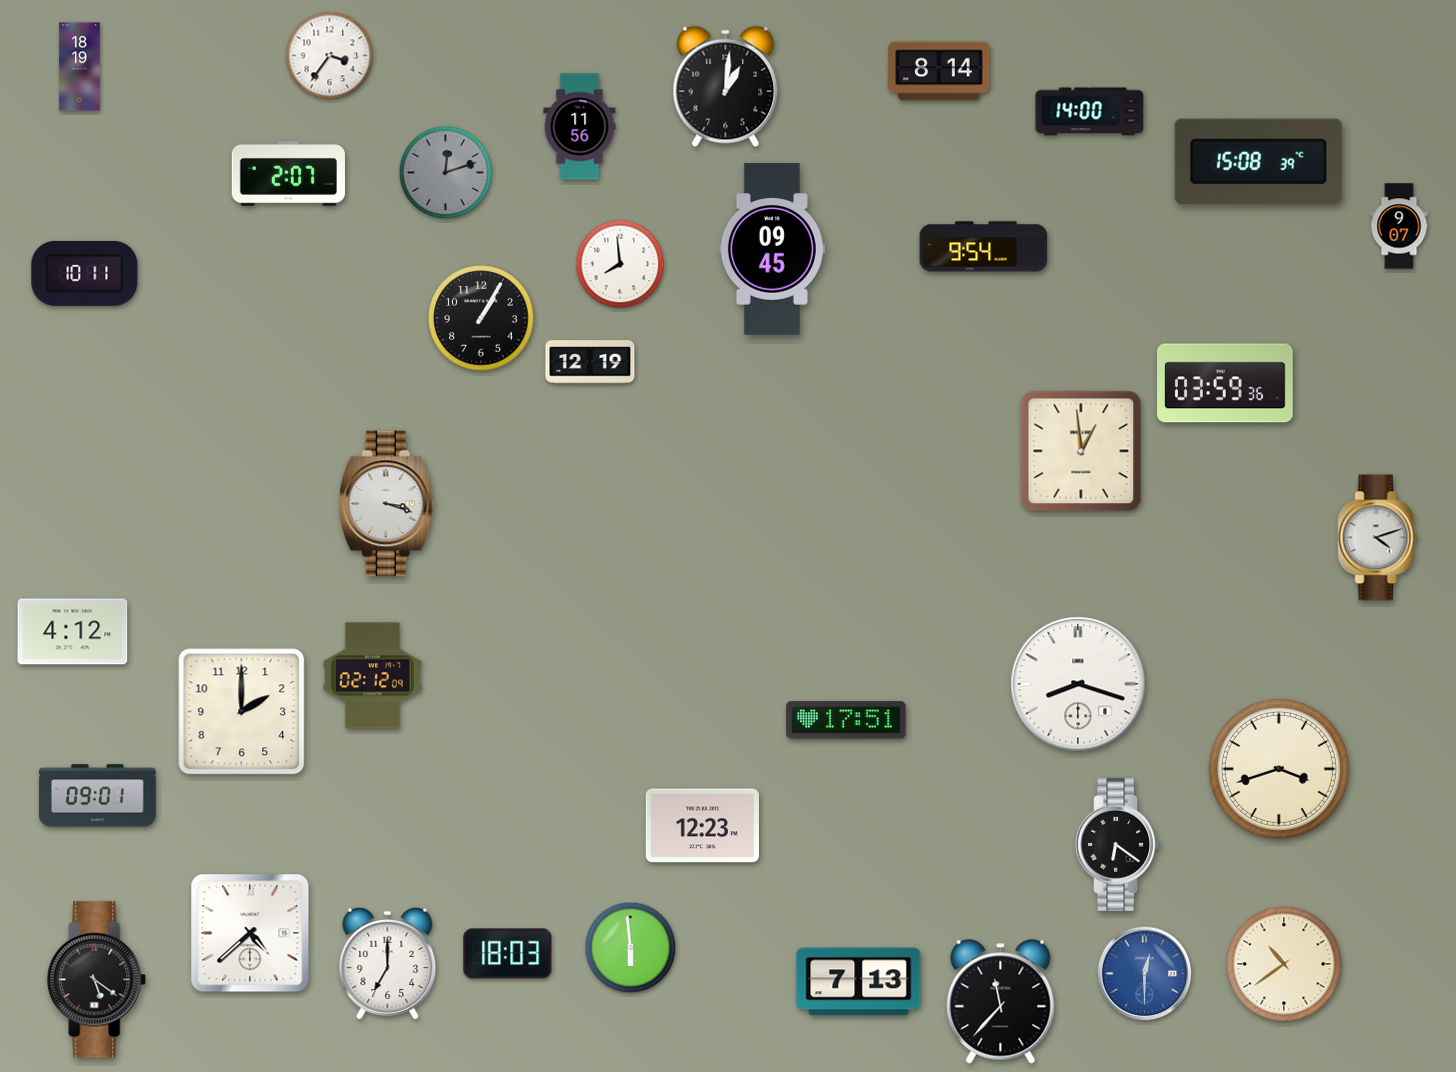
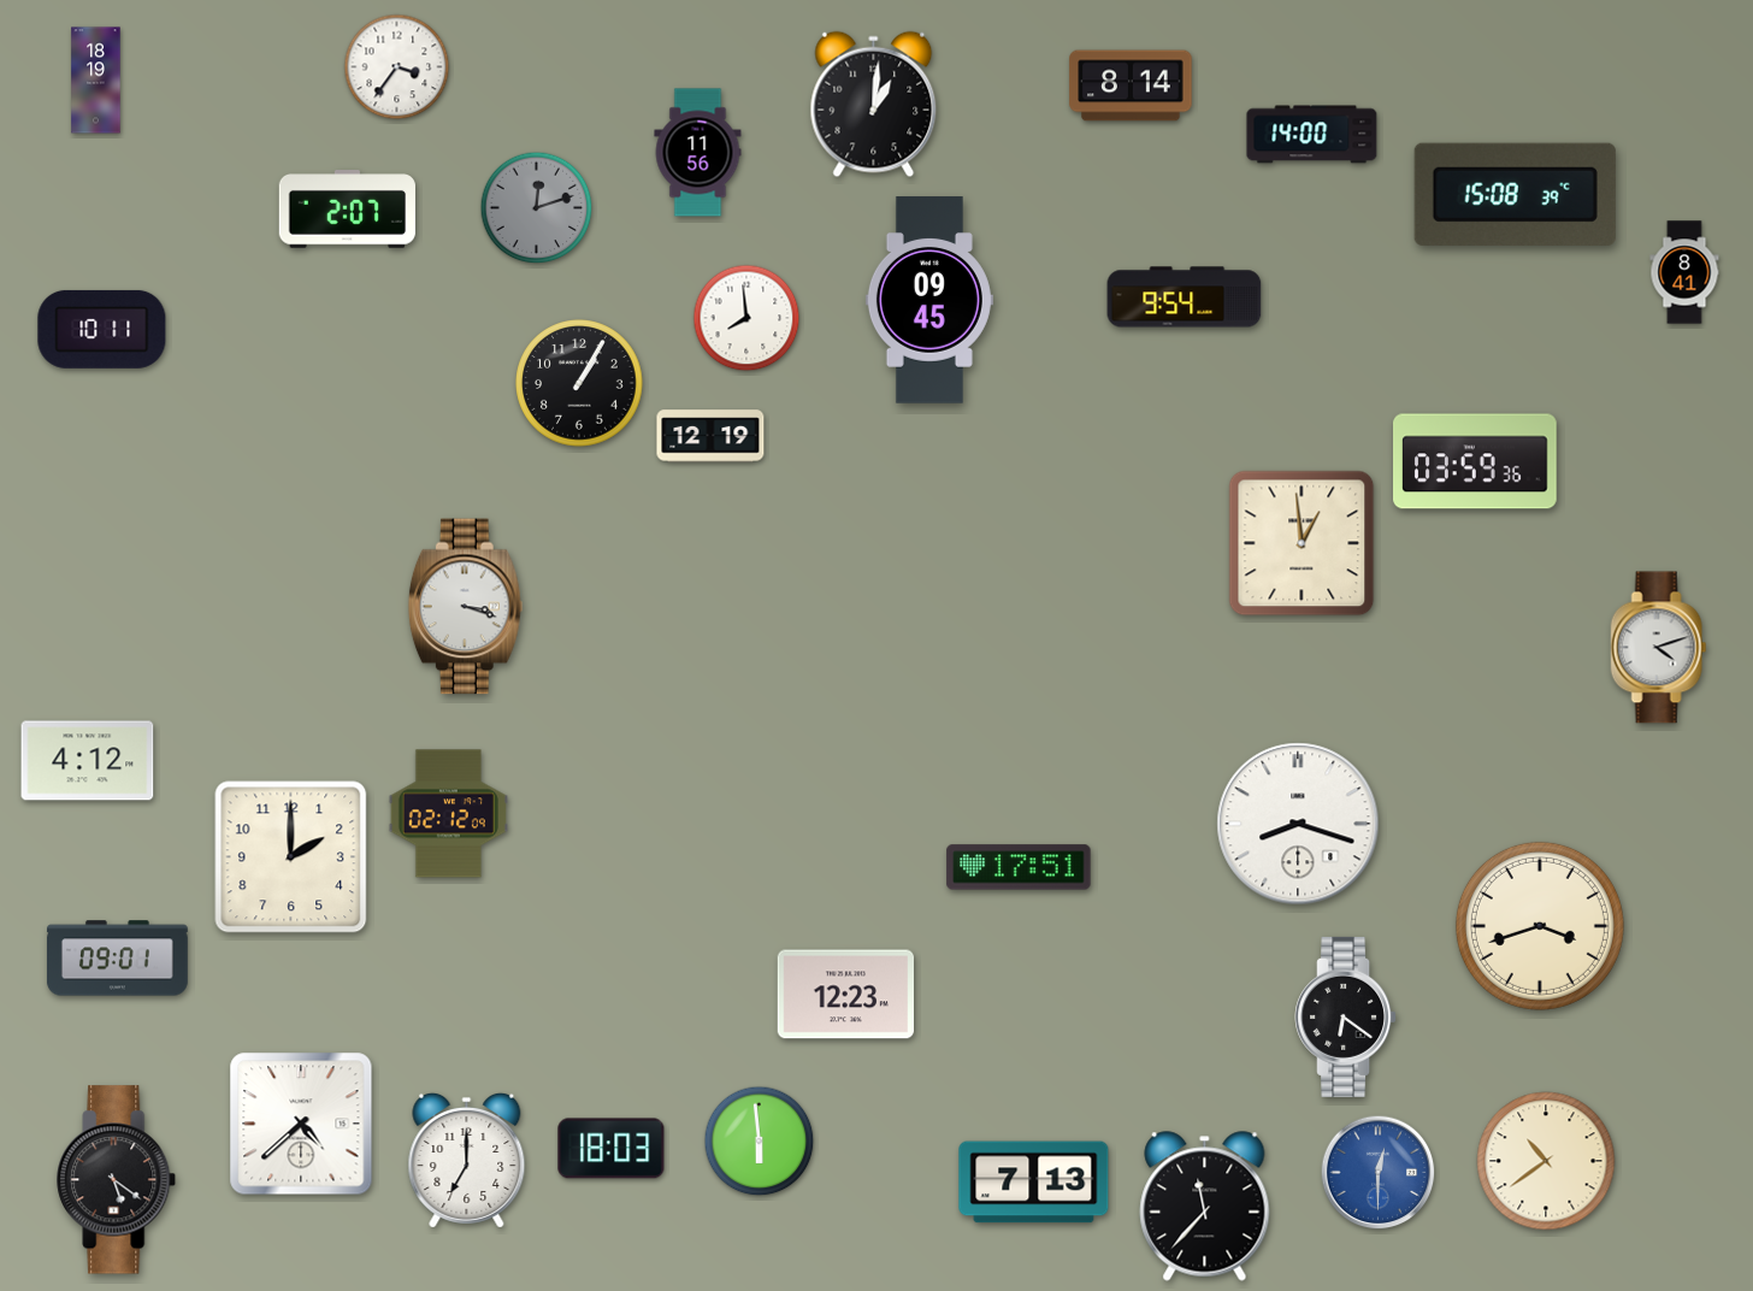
clock at (1399, 226): 9:07 -> 8:41
